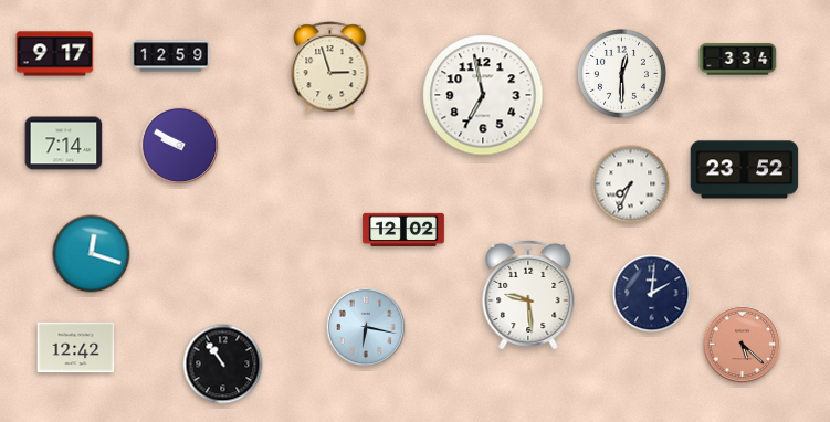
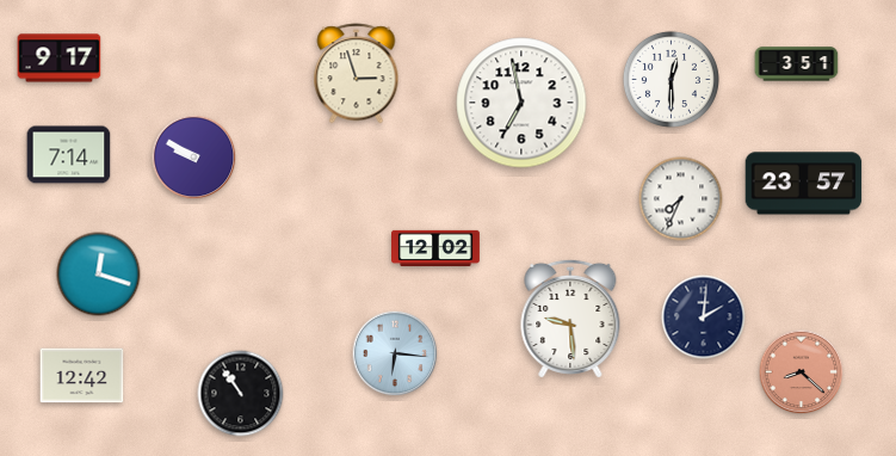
clock at (171, 56): 12:59 -> none
clock at (738, 60): 3:34 -> 3:51
clock at (745, 170): 23:52 -> 23:57
clock at (366, 327): 6:17 -> 6:16
clock at (743, 345): 5:22 -> 8:22
